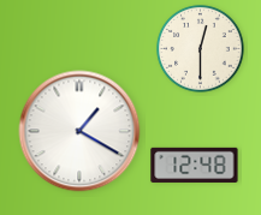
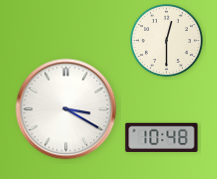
clock at (79, 131): 1:20 -> 3:20
clock at (195, 165): 12:48 -> 10:48
